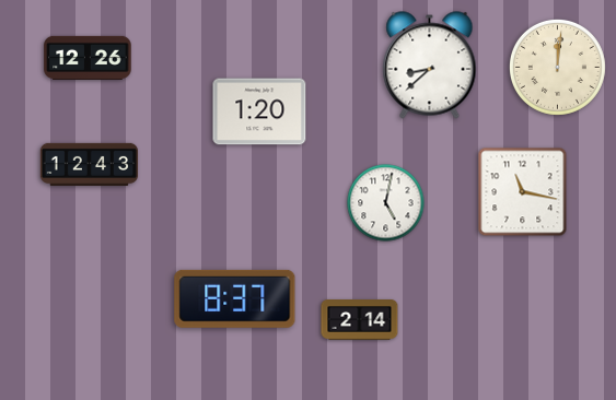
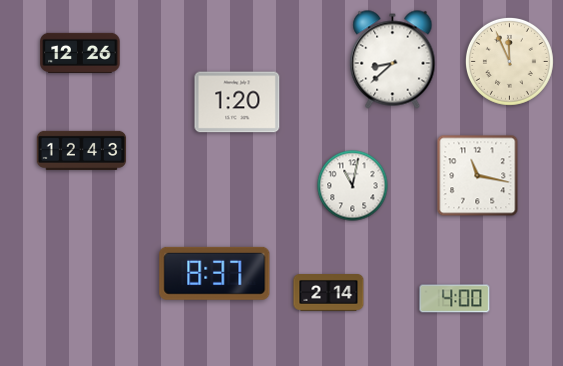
clock at (557, 67): 12:01 -> 11:56
clock at (386, 203): 5:02 -> 11:02
clock at (455, 299): none -> 4:00
